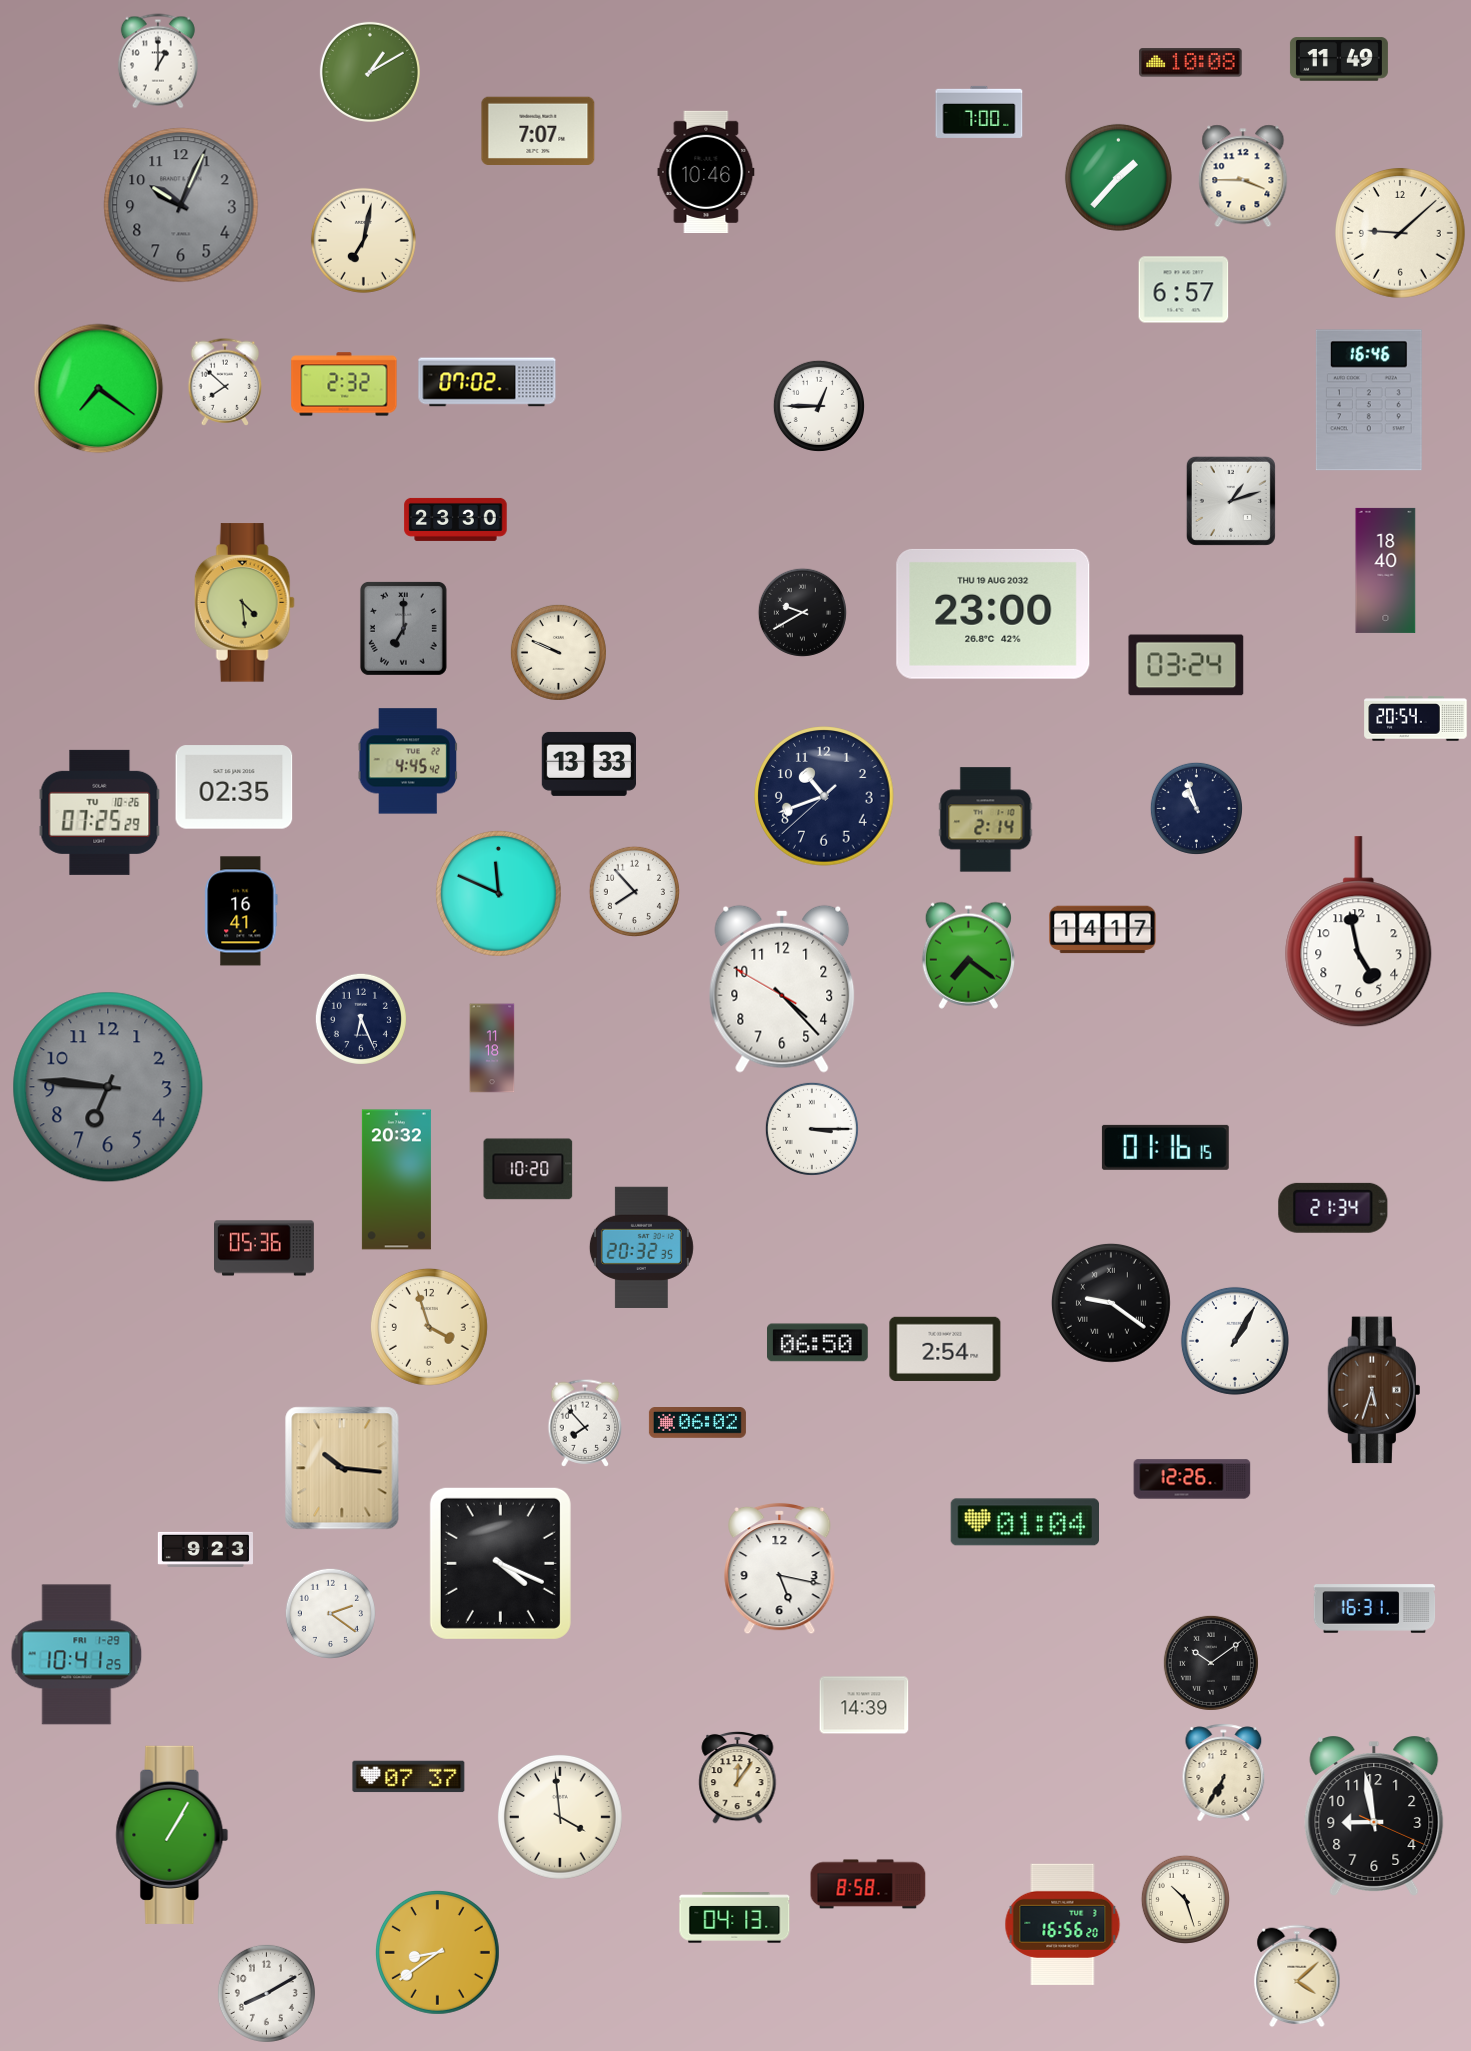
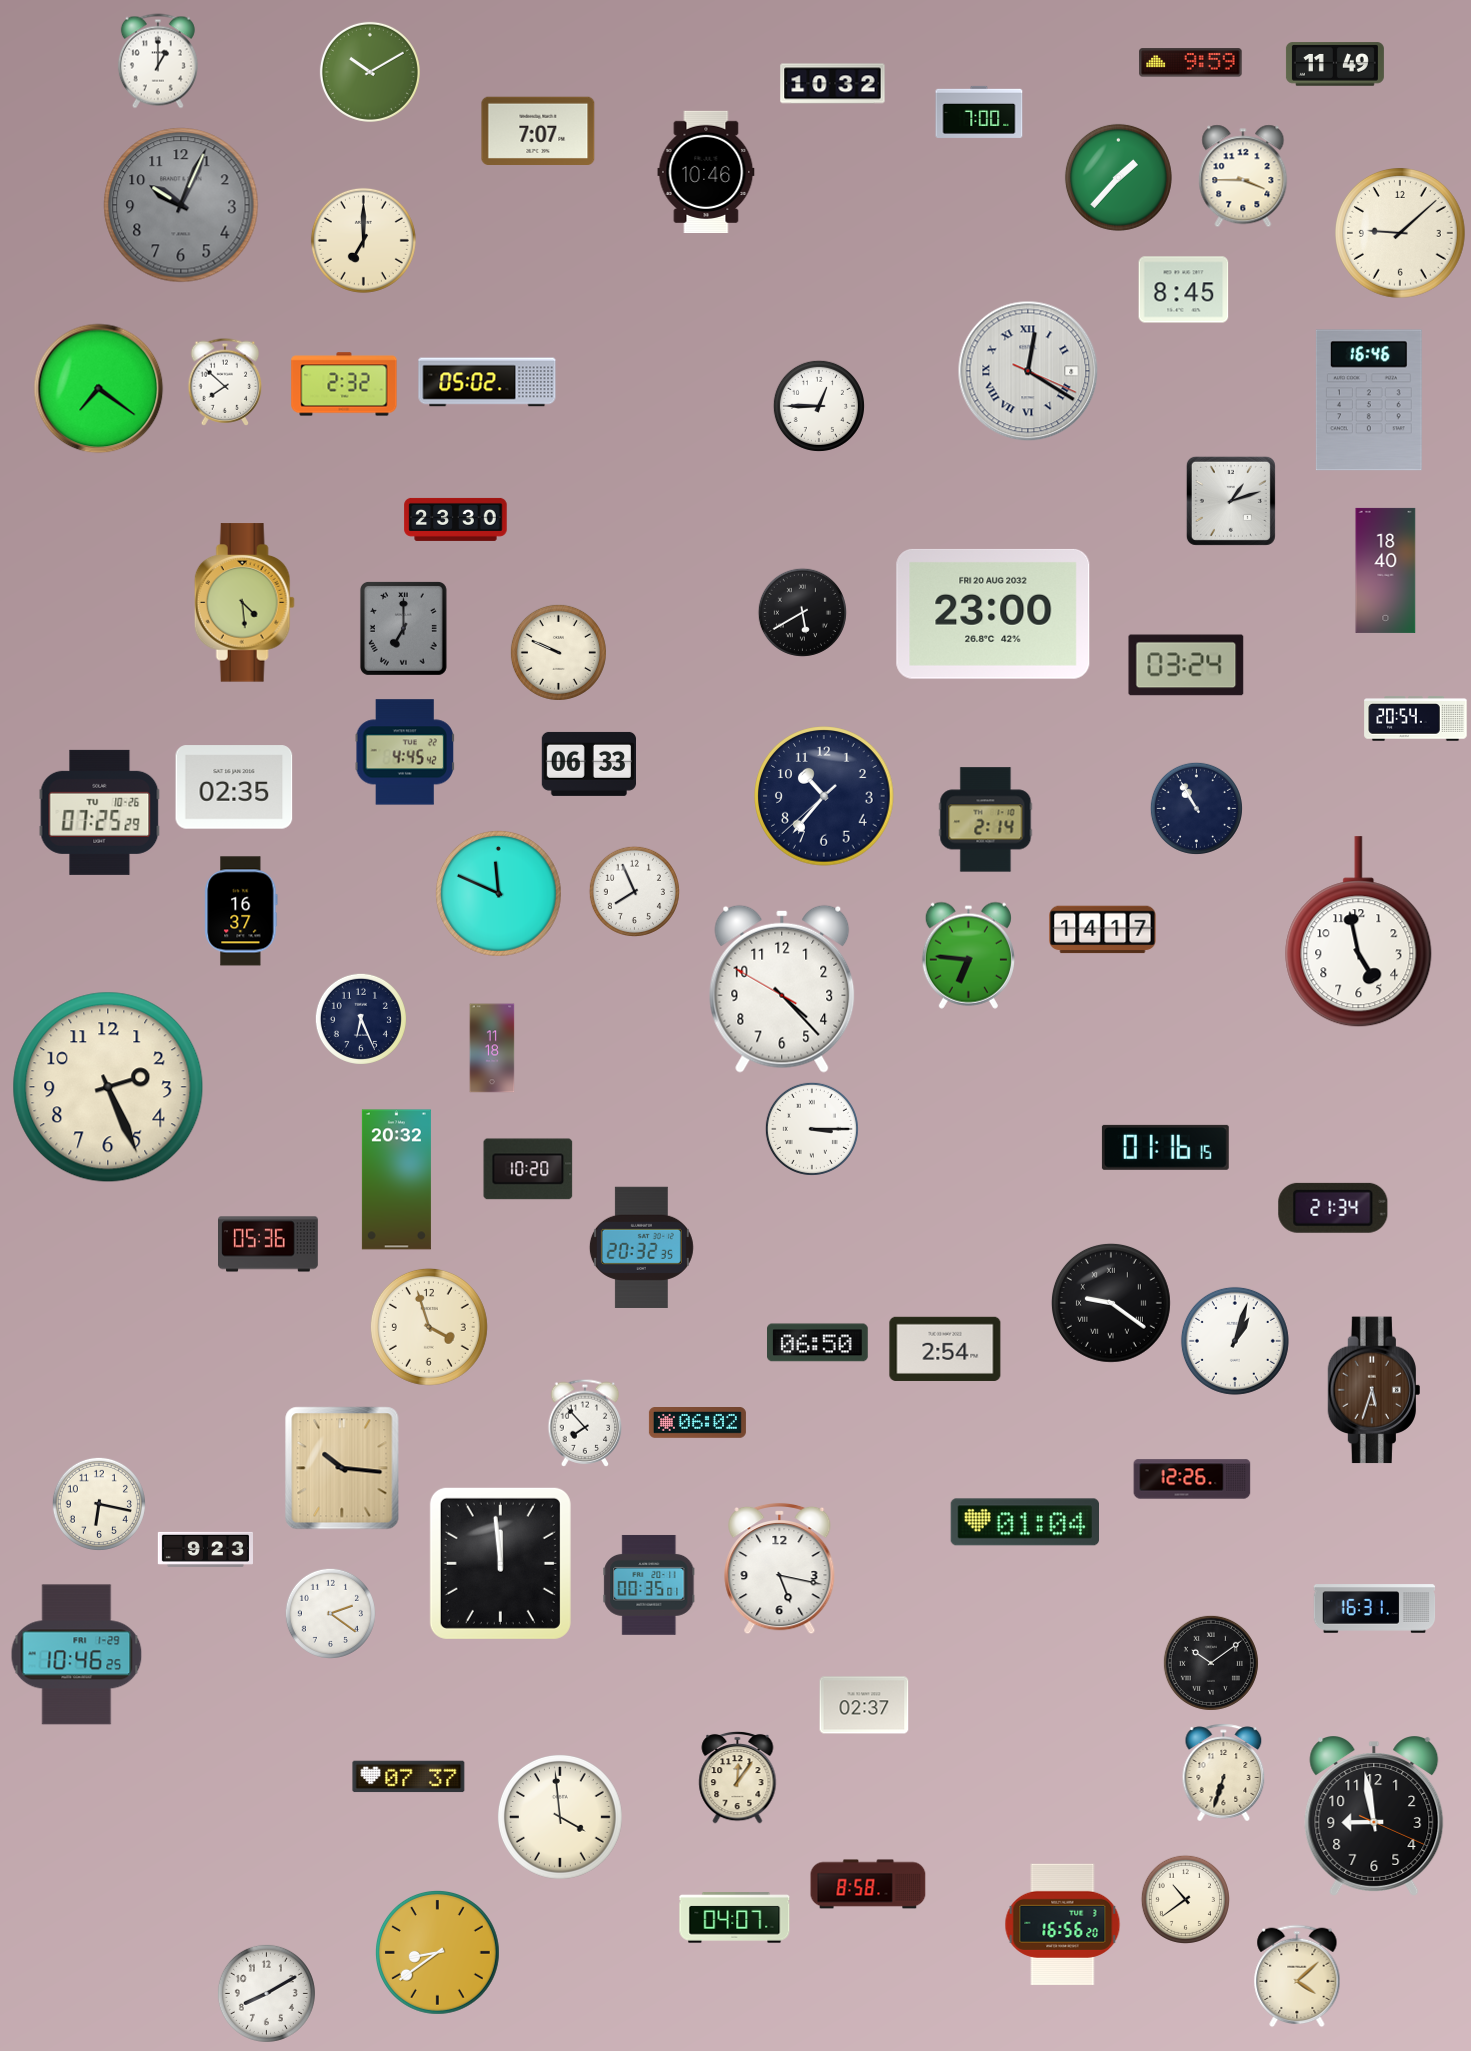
clock at (1339, 59) position: (1339, 59) -> (1335, 64)
clock at (1191, 63): 10:08 -> 9:59
clock at (370, 72): 1:10 -> 10:10
clock at (833, 84): none -> 10:32
clock at (363, 240): 7:02 -> 7:00
clock at (1184, 290): 6:57 -> 8:45
clock at (1028, 371): none -> 12:20
clock at (487, 382): 07:02 -> 05:02
clock at (802, 612): 9:40 -> 5:40
clock at (993, 614) date: THU 19 AUG 2032 -> FRI 20 AUG 2032
clock at (407, 761) position: (407, 761) -> (404, 752)
clock at (588, 764): 13:33 -> 06:33
clock at (824, 796): 10:41 -> 10:36
clock at (1196, 808): 10:57 -> 10:55
clock at (634, 891): 7:53 -> 7:56
clock at (241, 911): 16:41 -> 16:37
clock at (968, 955): 7:21 -> 6:46
clock at (108, 1087): 6:46 -> 2:26
clock at (108, 1087) dial: grey -> cream
clock at (265, 1248) position: (265, 1248) -> (269, 1244)
clock at (1235, 1341): 1:05 -> 1:03
clock at (99, 1504): none -> 6:17
clock at (500, 1563): 4:19 -> 11:59
clock at (649, 1585): none -> 00:35
clock at (77, 1655): 10:41 -> 10:46
clock at (864, 1705): 14:39 -> 02:37
clock at (1224, 1773): 6:35 -> 6:33
clock at (172, 1835): 1:05 -> none
clock at (1185, 1899): 10:27 -> 10:39
clock at (735, 1918): 04:13 -> 04:07
